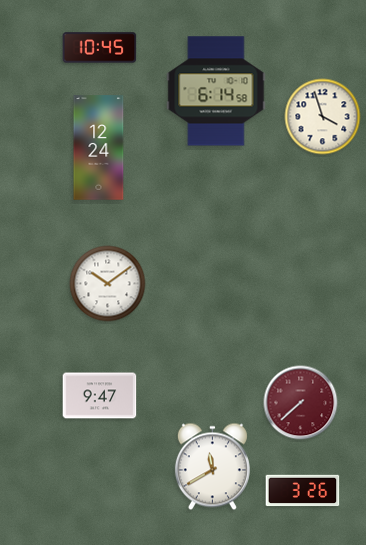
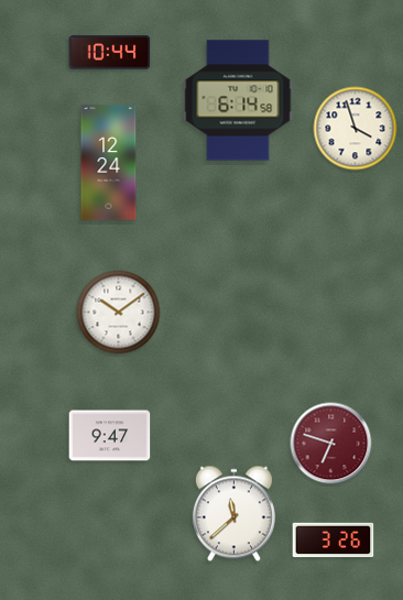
clock at (100, 48): 10:45 -> 10:44
clock at (301, 403): 7:38 -> 6:48
clock at (212, 467): 11:40 -> 11:38
